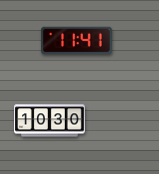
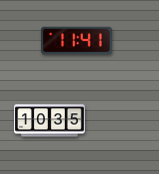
clock at (50, 121): 10:30 -> 10:35
